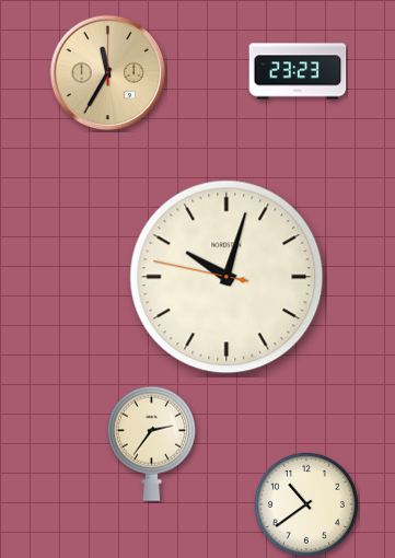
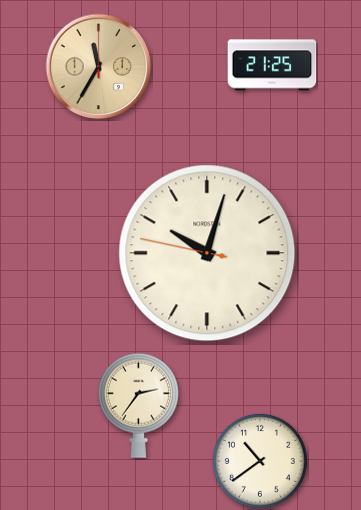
clock at (298, 71): 23:23 -> 21:25
clock at (306, 504) position: (306, 504) -> (260, 461)
